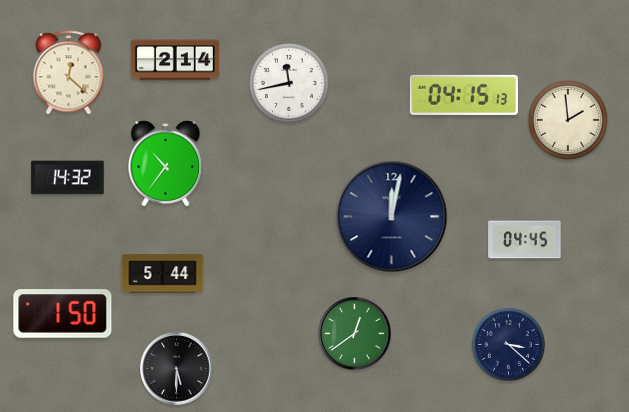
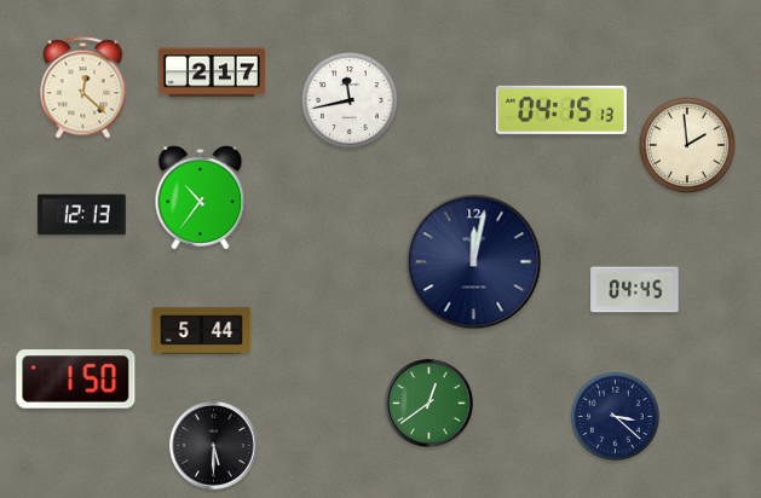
clock at (175, 60): 2:14 -> 2:17
clock at (464, 95) position: (464, 95) -> (561, 110)
clock at (68, 178): 14:32 -> 12:13
clock at (163, 274) position: (163, 274) -> (202, 331)
